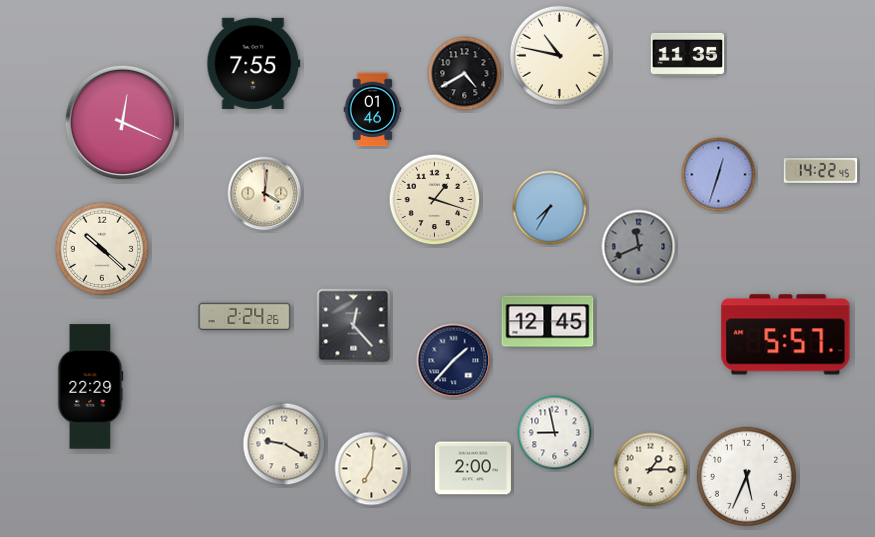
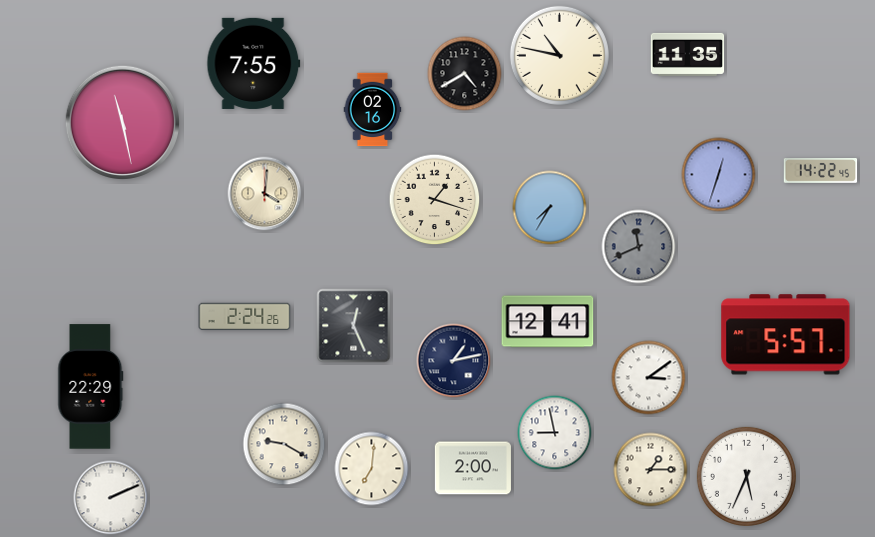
clock at (373, 110): 01:46 -> 02:16
clock at (122, 122): 12:19 -> 11:28
clock at (102, 249): 10:22 -> none
clock at (548, 322): 12:45 -> 12:41
clock at (354, 326): 12:23 -> 12:26
clock at (454, 361): 1:37 -> 1:13
clock at (649, 378): none -> 3:09
clock at (111, 498): none -> 2:11
